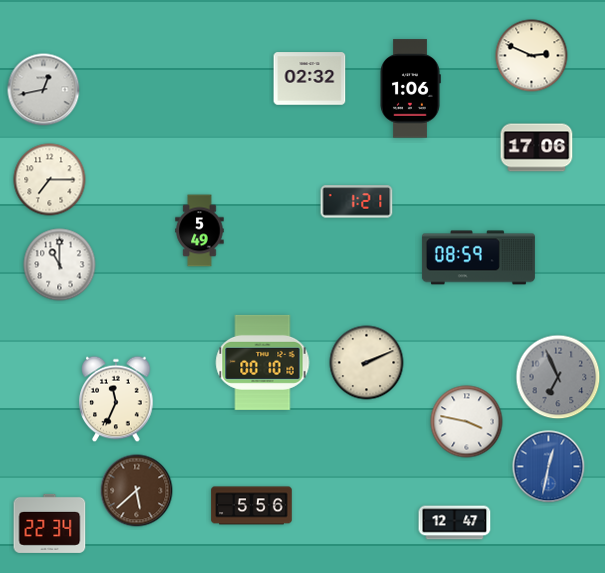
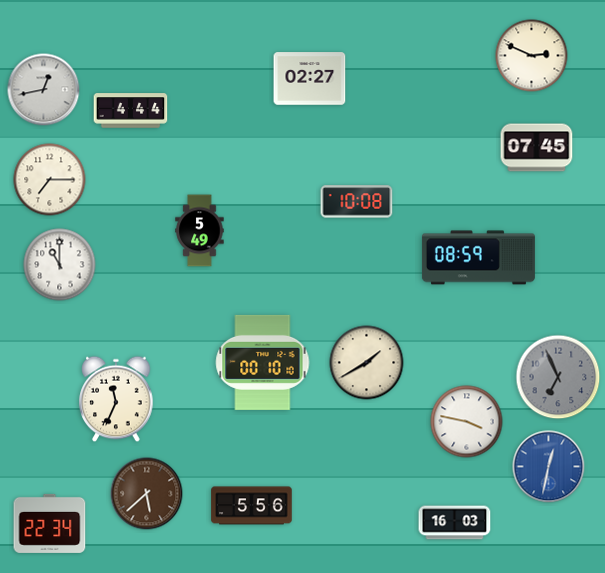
clock at (310, 79): 02:32 -> 02:27
clock at (410, 89): 1:06 -> none
clock at (131, 111): none -> 4:44
clock at (537, 148): 17:06 -> 07:45
clock at (357, 202): 1:21 -> 10:08
clock at (367, 363): 2:11 -> 1:40
clock at (137, 491) position: (137, 491) -> (147, 494)
clock at (455, 523): 12:47 -> 16:03
